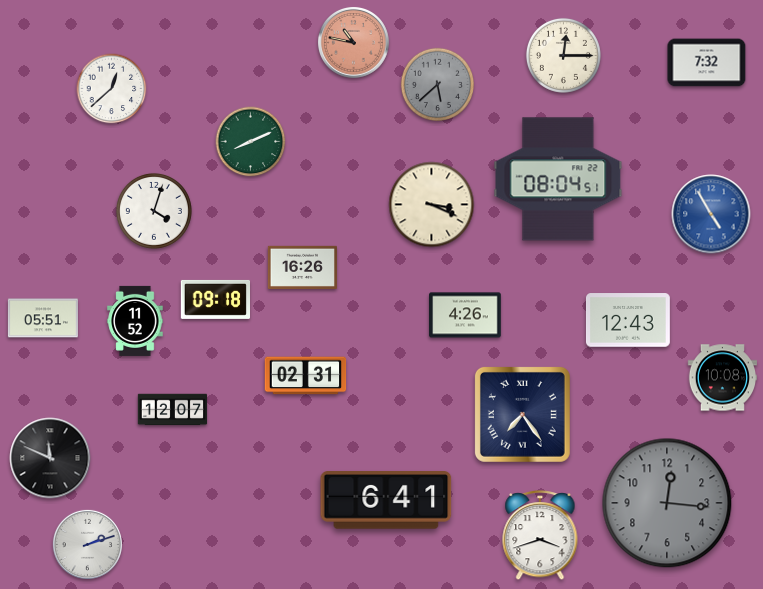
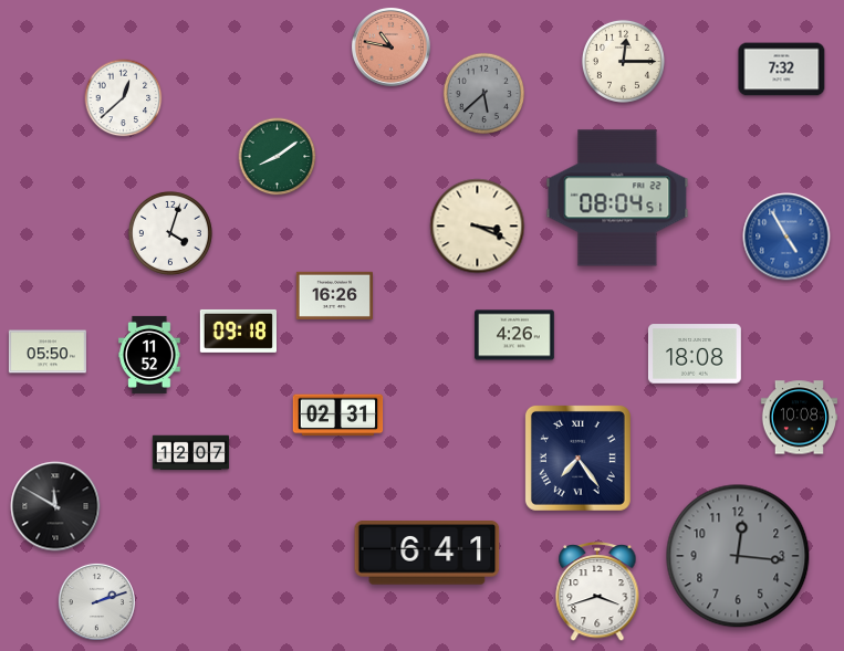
clock at (251, 142): 8:11 -> 8:09
clock at (465, 315) position: (465, 315) -> (514, 335)
clock at (43, 318): 05:51 -> 05:50
clock at (628, 320): 12:43 -> 18:08
clock at (50, 458): 11:49 -> 11:50
